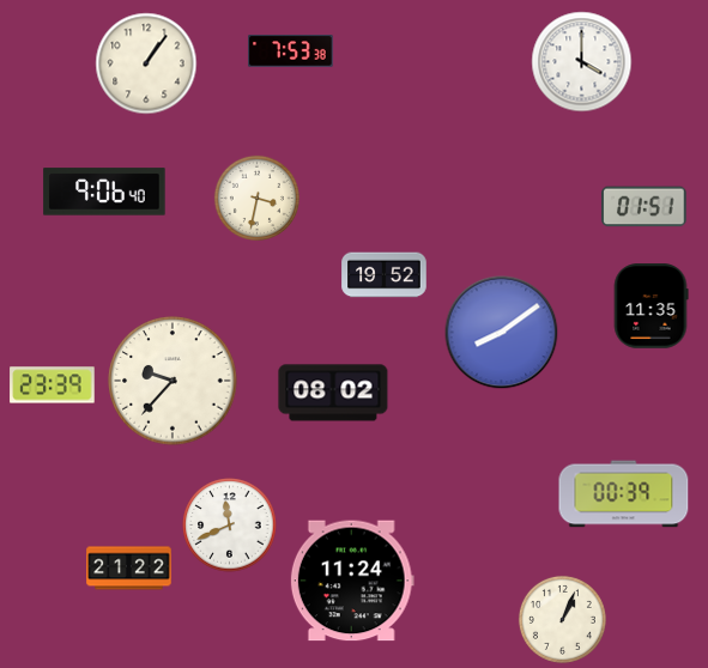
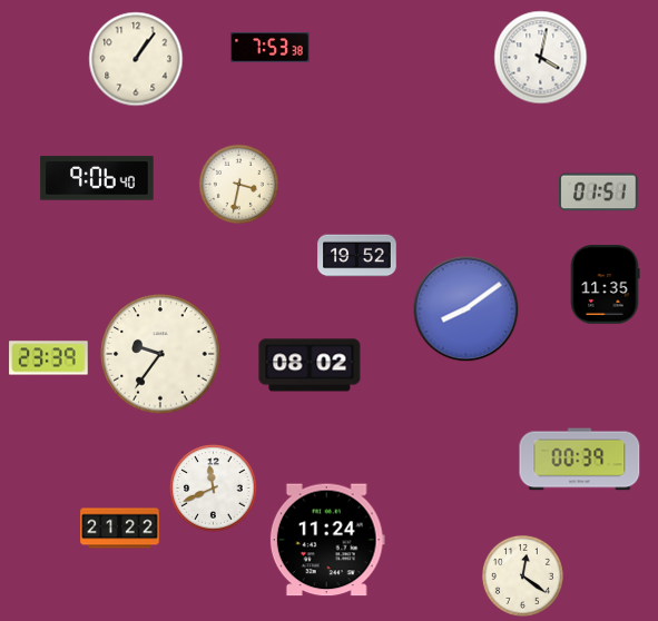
clock at (582, 62): 4:00 -> 4:02
clock at (173, 381): 9:37 -> 9:36
clock at (562, 619): 1:04 -> 12:21
